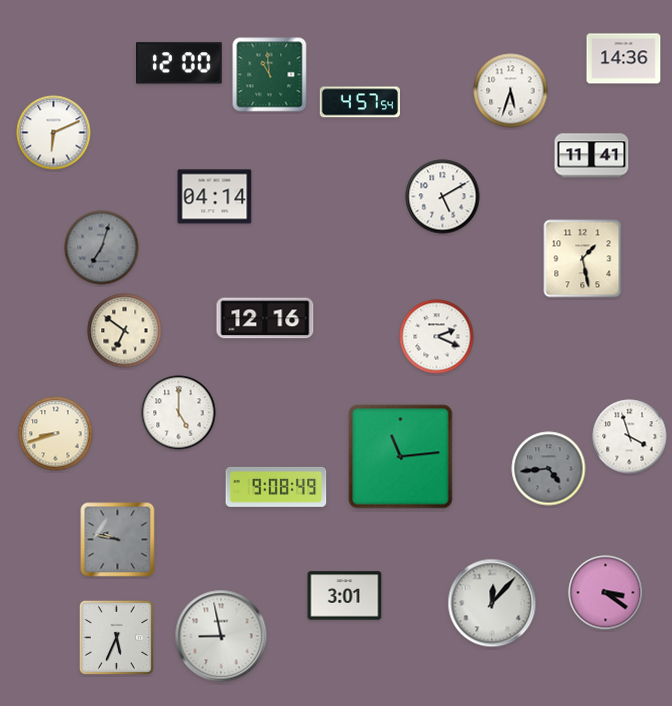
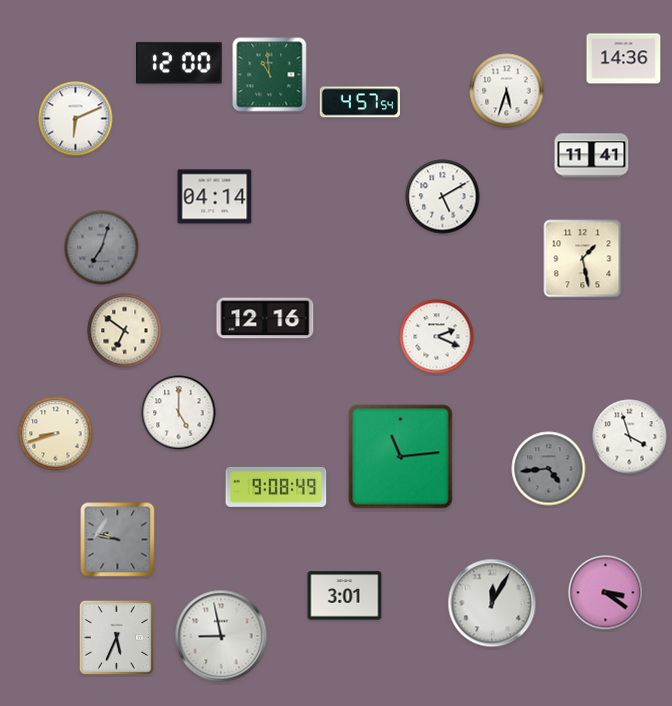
clock at (511, 91) position: (511, 91) -> (507, 91)
clock at (54, 133) position: (54, 133) -> (76, 119)
clock at (492, 603): 12:07 -> 12:05
